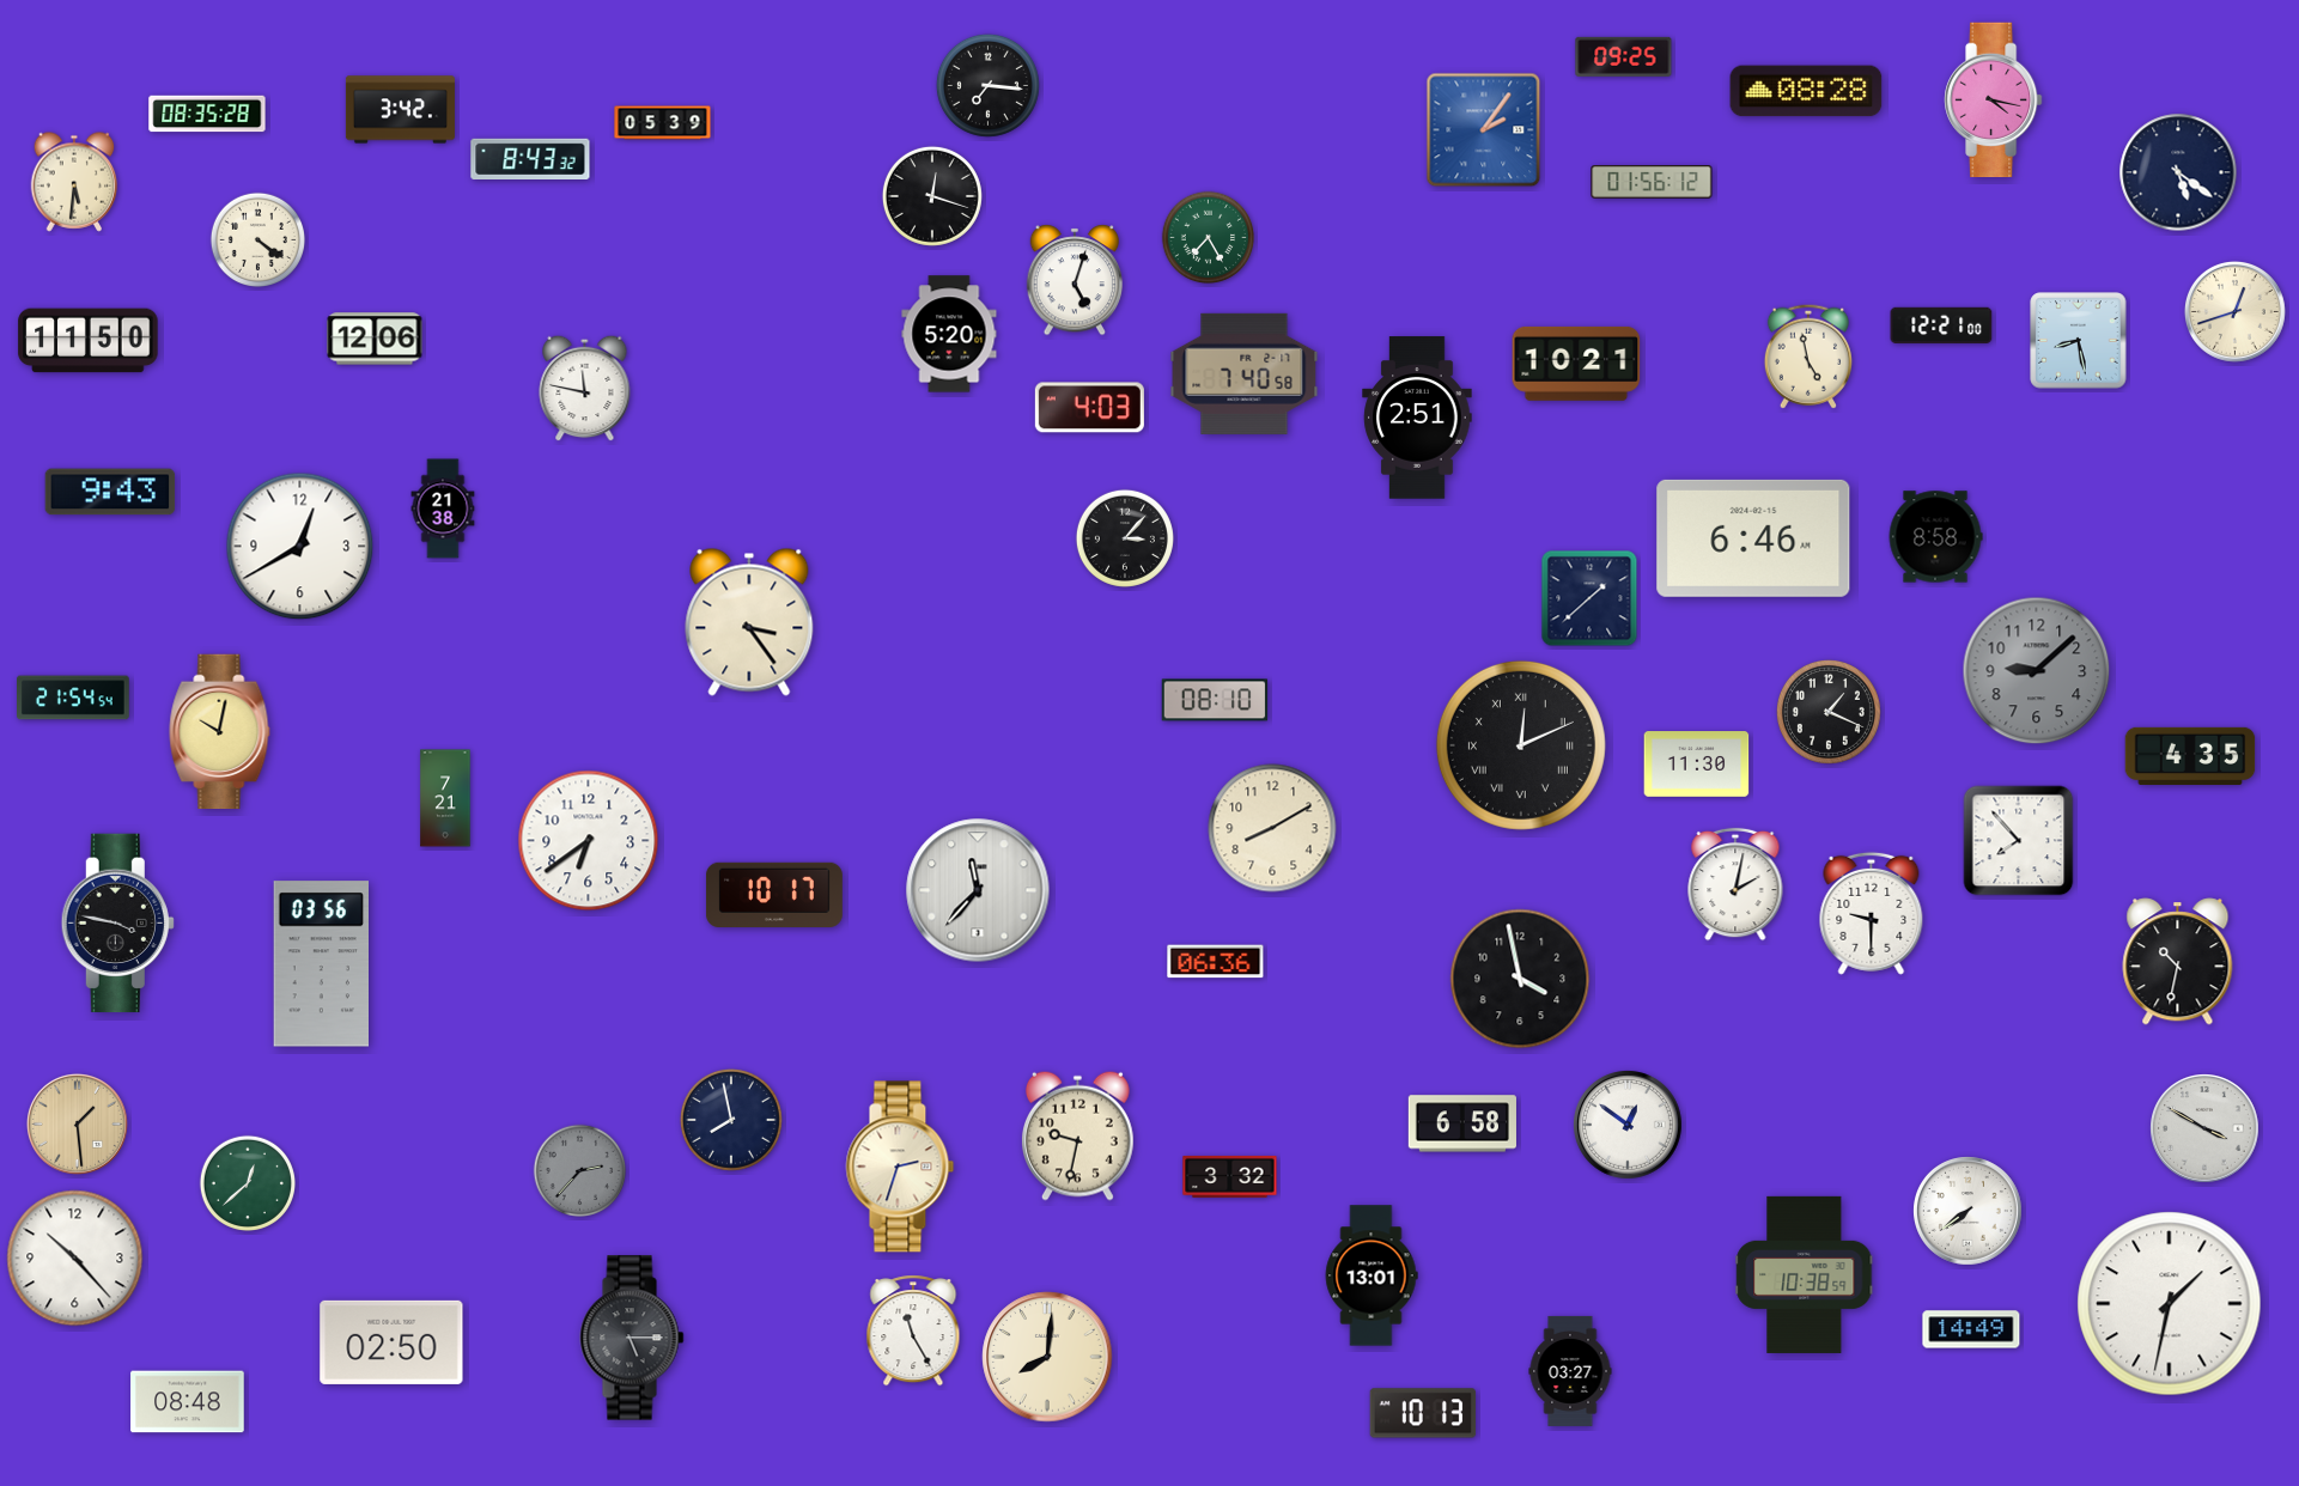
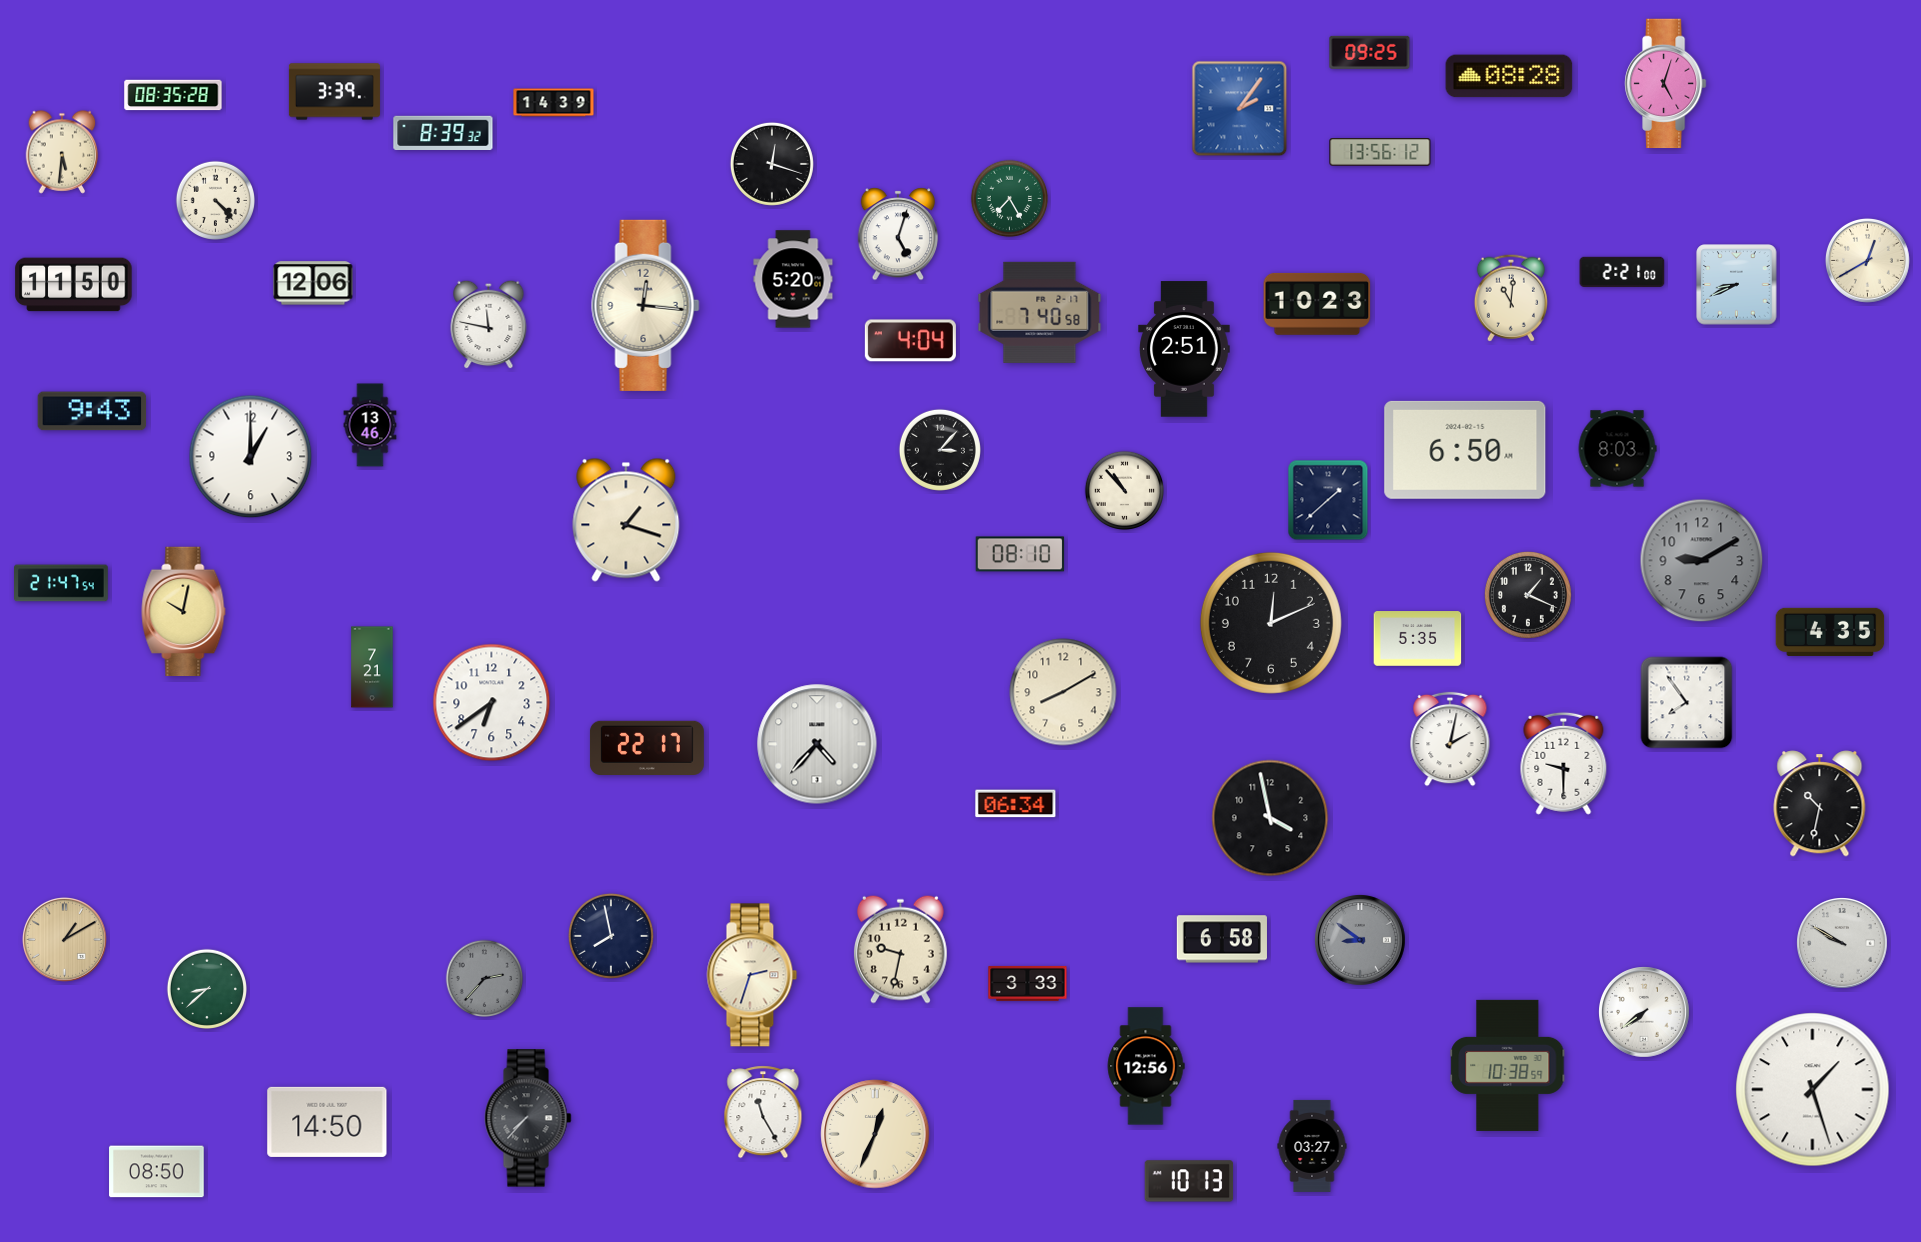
clock at (1624, 56) position: (1624, 56) -> (1370, 52)
clock at (987, 85): 7:16 -> none
clock at (1994, 101): 4:17 -> 5:03
clock at (400, 110): 3:42 -> 3:39
clock at (663, 123): 05:39 -> 14:39
clock at (530, 159): 8:43 -> 8:39
clock at (2178, 172): 5:21 -> none
clock at (1652, 182): 01:56 -> 13:56
clock at (932, 196) position: (932, 196) -> (772, 164)
clock at (257, 239): 4:21 -> 4:23
clock at (2234, 311): 12:42 -> 12:40
clock at (1941, 325): 12:21 -> 2:21
clock at (2079, 341): 8:28 -> 8:41
clock at (1808, 357): 4:58 -> 11:01
clock at (1576, 364): 10:21 -> 10:23
clock at (646, 305): none -> 12:16
clock at (1089, 408): 4:03 -> 4:04
clock at (443, 508): 21:38 -> 13:46
clock at (1935, 537): 8:58 -> 8:03
clock at (1753, 538): 6:46 -> 6:50
clock at (300, 547): 12:40 -> 1:00
clock at (1124, 490): none -> 10:53
clock at (749, 622): 3:24 -> 1:18
clock at (2037, 671): 9:08 -> 9:10
clock at (74, 698): 21:54 -> 21:47
clock at (1215, 700) position: (1215, 700) -> (1020, 554)
clock at (1521, 745) numerals: Roman -> Arabic
clock at (1697, 765): 11:30 -> 5:35
clock at (2019, 841): 7:53 -> 7:54
clock at (978, 890): 11:37 -> 4:37
clock at (774, 894): 10:17 -> 22:17
clock at (117, 924): 3:47 -> none
clock at (1216, 962): 06:36 -> 06:34
clock at (321, 964): 03:56 -> none
clock at (77, 1123): 1:29 -> 1:10
clock at (1629, 1126): 12:51 -> 8:51
clock at (1629, 1126) dial: white -> grey
clock at (2206, 1129): 3:50 -> 9:50
clock at (1230, 1177): 3:32 -> 3:33
clock at (247, 1182): 12:38 -> 8:38
clock at (75, 1259): 10:23 -> none
clock at (1372, 1275): 13:01 -> 12:56
clock at (2170, 1304): 1:32 -> 1:27
clock at (1971, 1329): 14:49 -> none
clock at (632, 1338): 5:15 -> 7:37
clock at (391, 1342): 02:50 -> 14:50
clock at (1047, 1357): 8:01 -> 12:34
clock at (188, 1402): 08:48 -> 08:50
